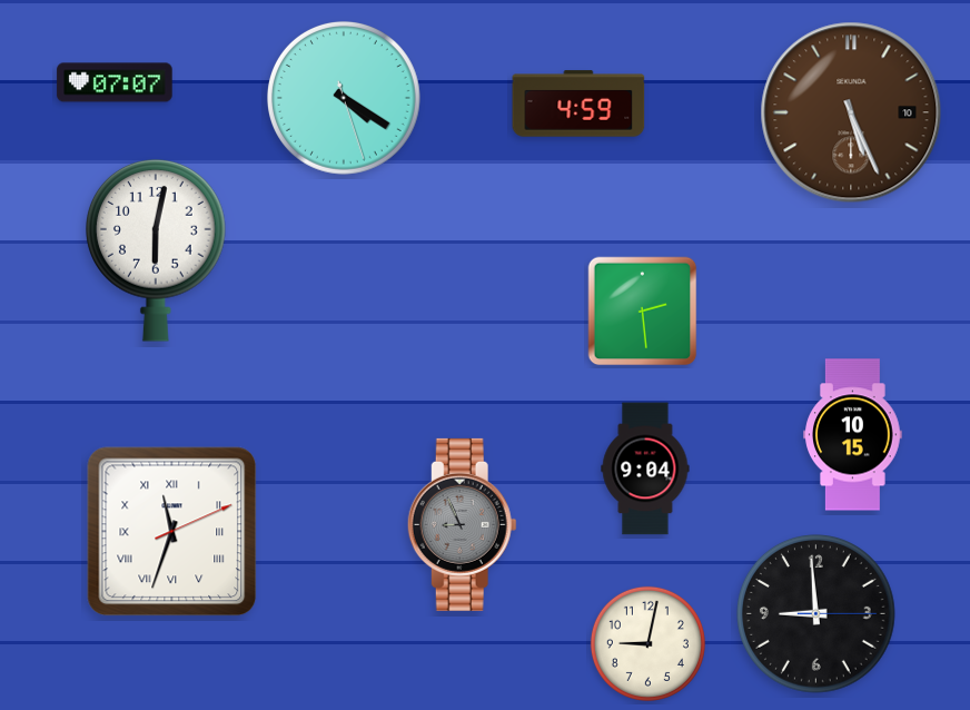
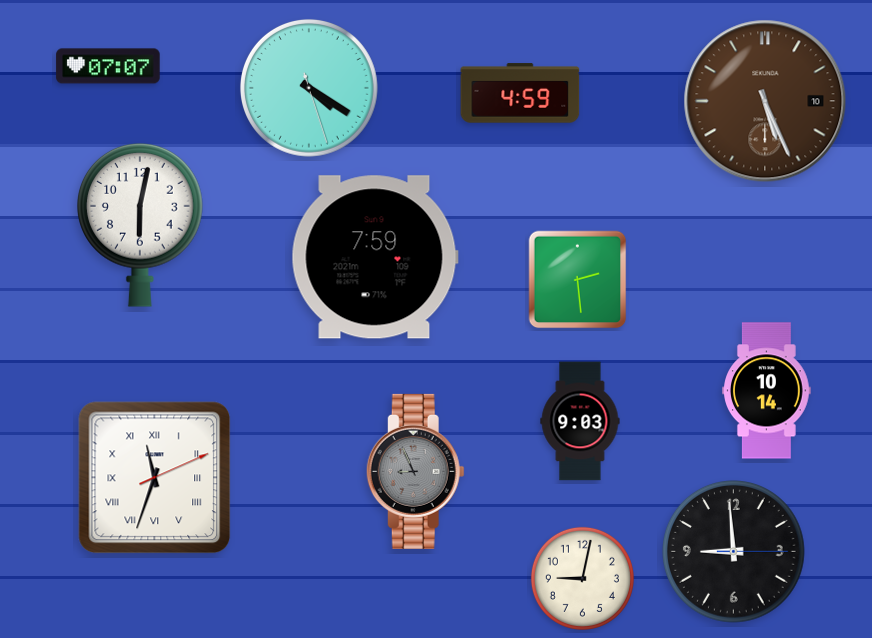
clock at (115, 82) position: (115, 82) -> (108, 66)
clock at (375, 257): none -> 7:59
clock at (853, 435): 10:15 -> 10:14
clock at (645, 469): 9:04 -> 9:03
